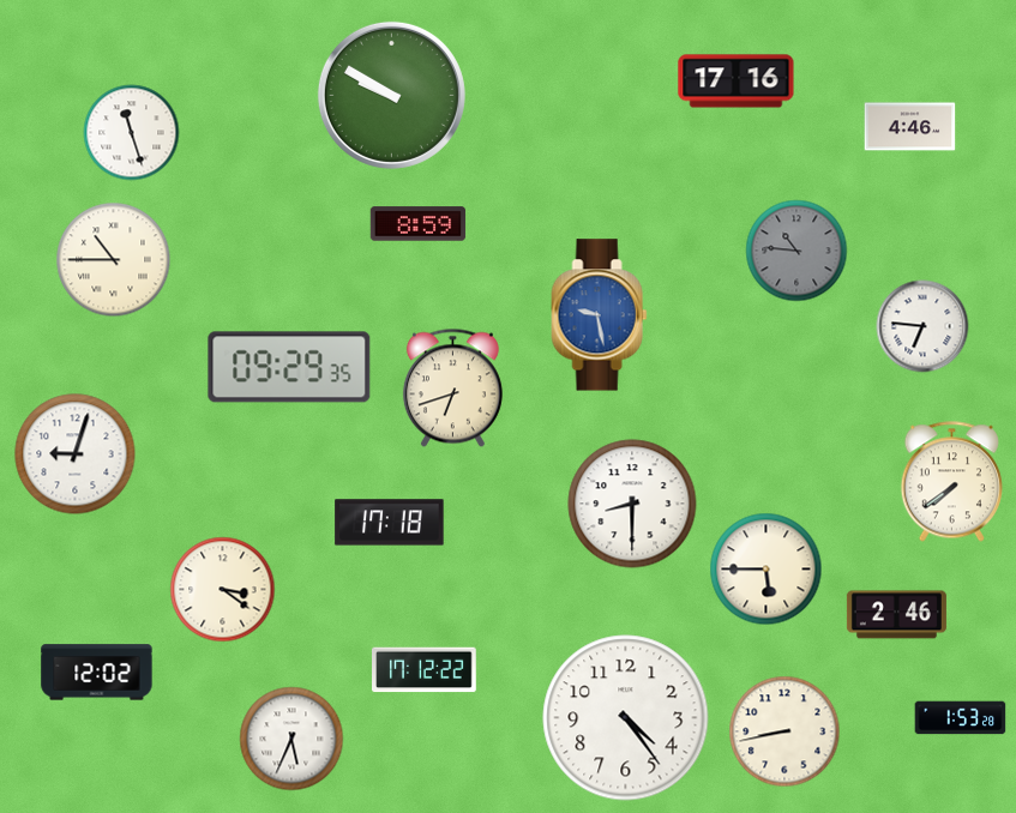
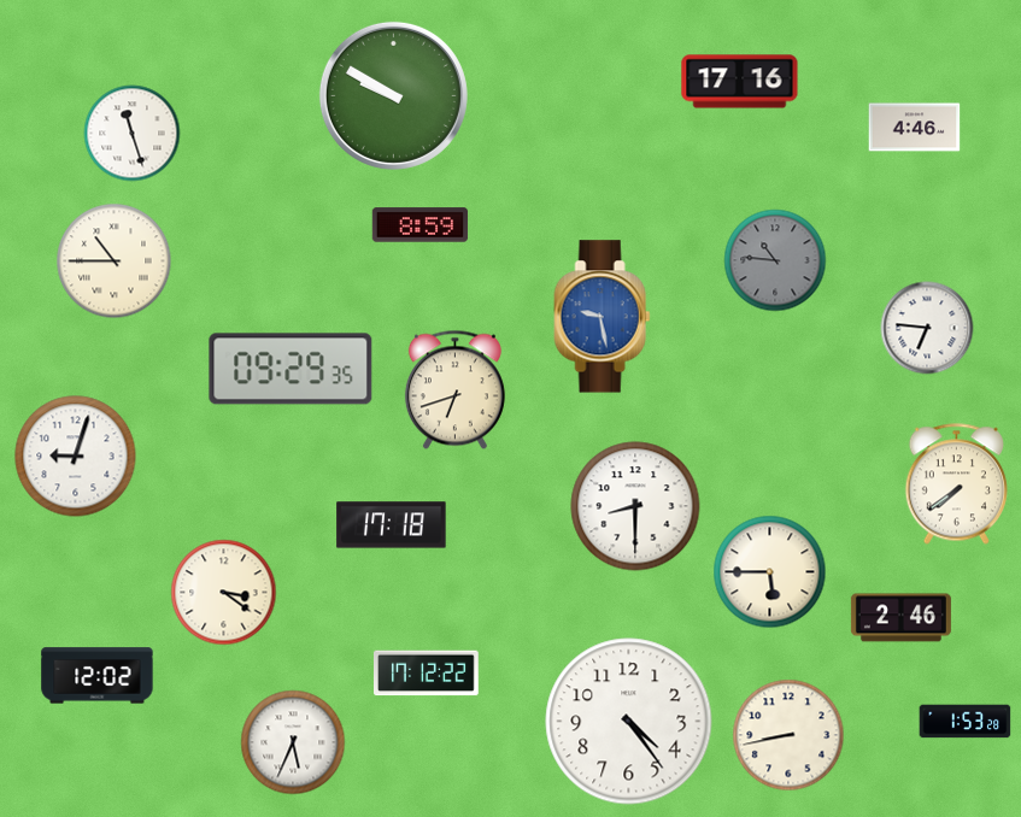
clock at (796, 251) position: (796, 251) -> (775, 260)
